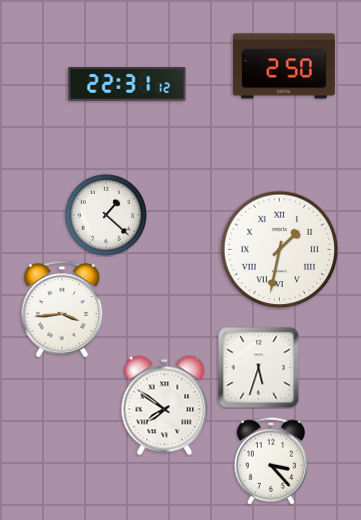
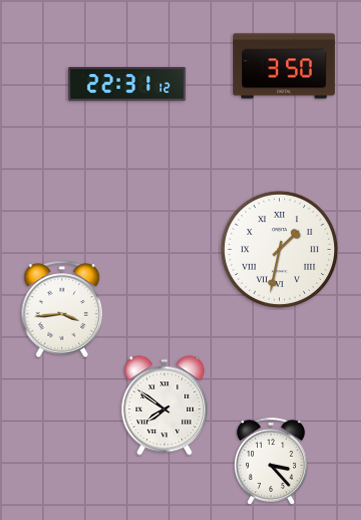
clock at (284, 66): 2:50 -> 3:50
clock at (106, 215): 1:22 -> none
clock at (259, 368): 5:33 -> none
